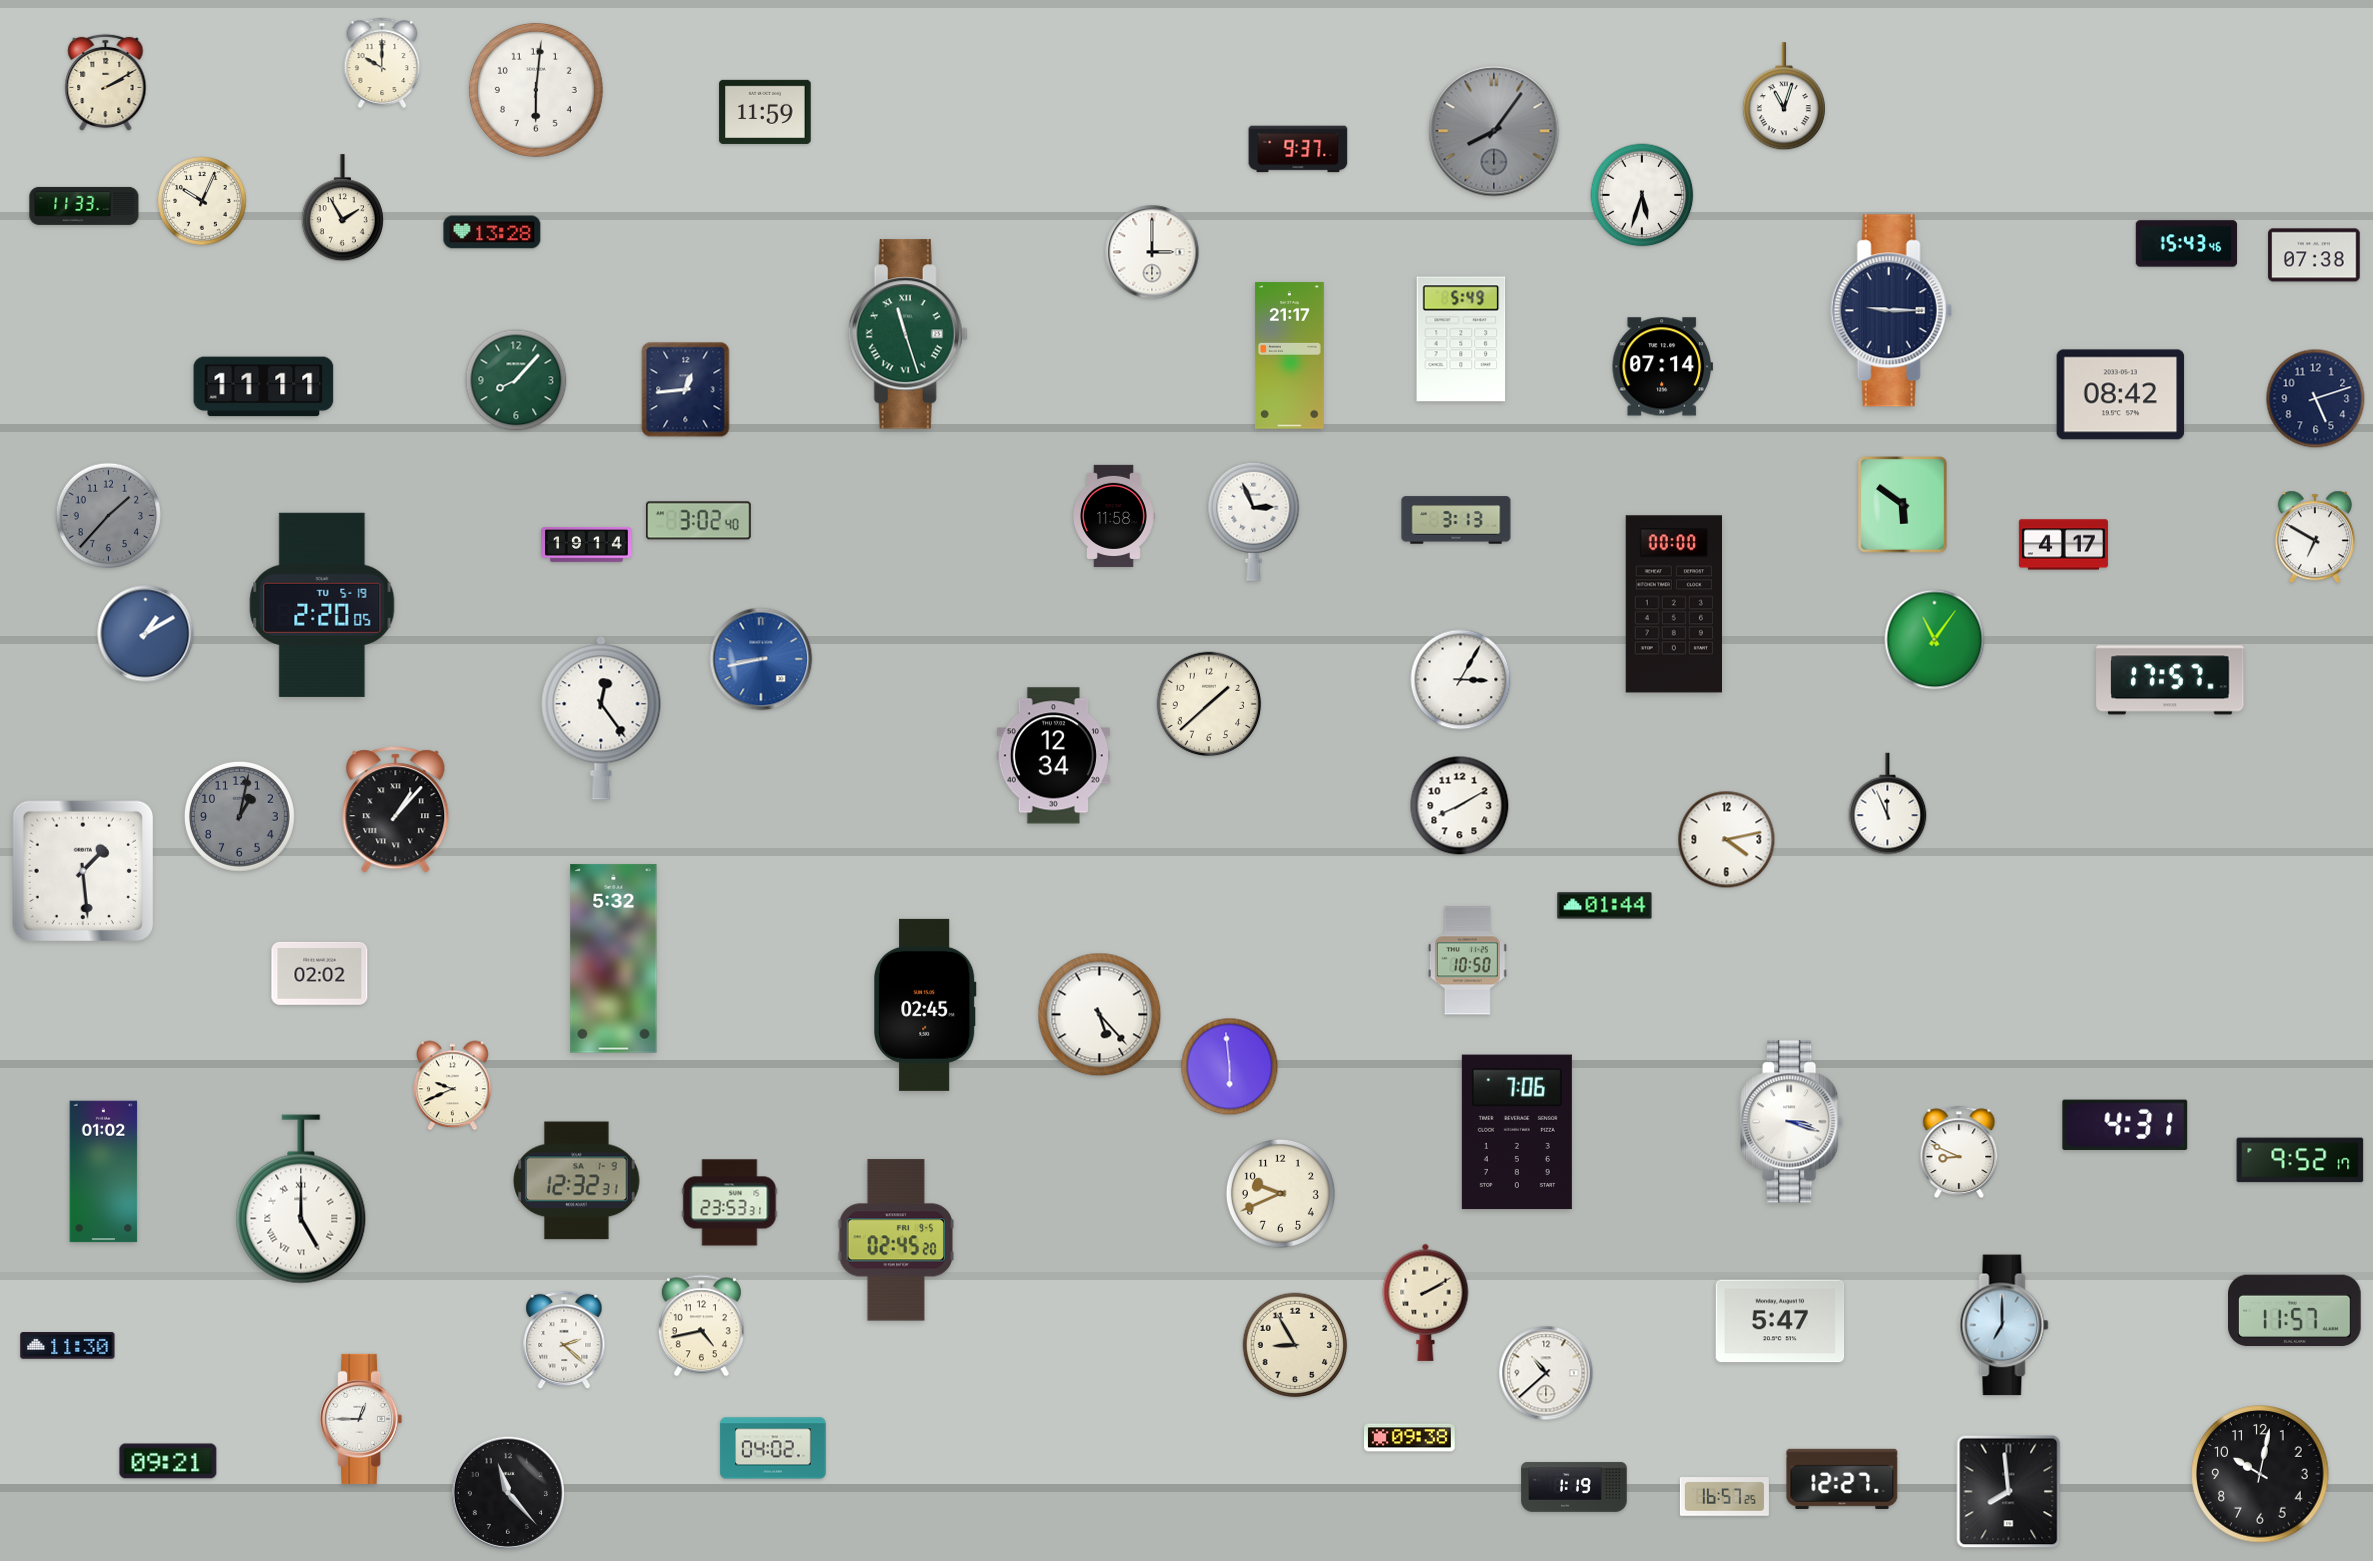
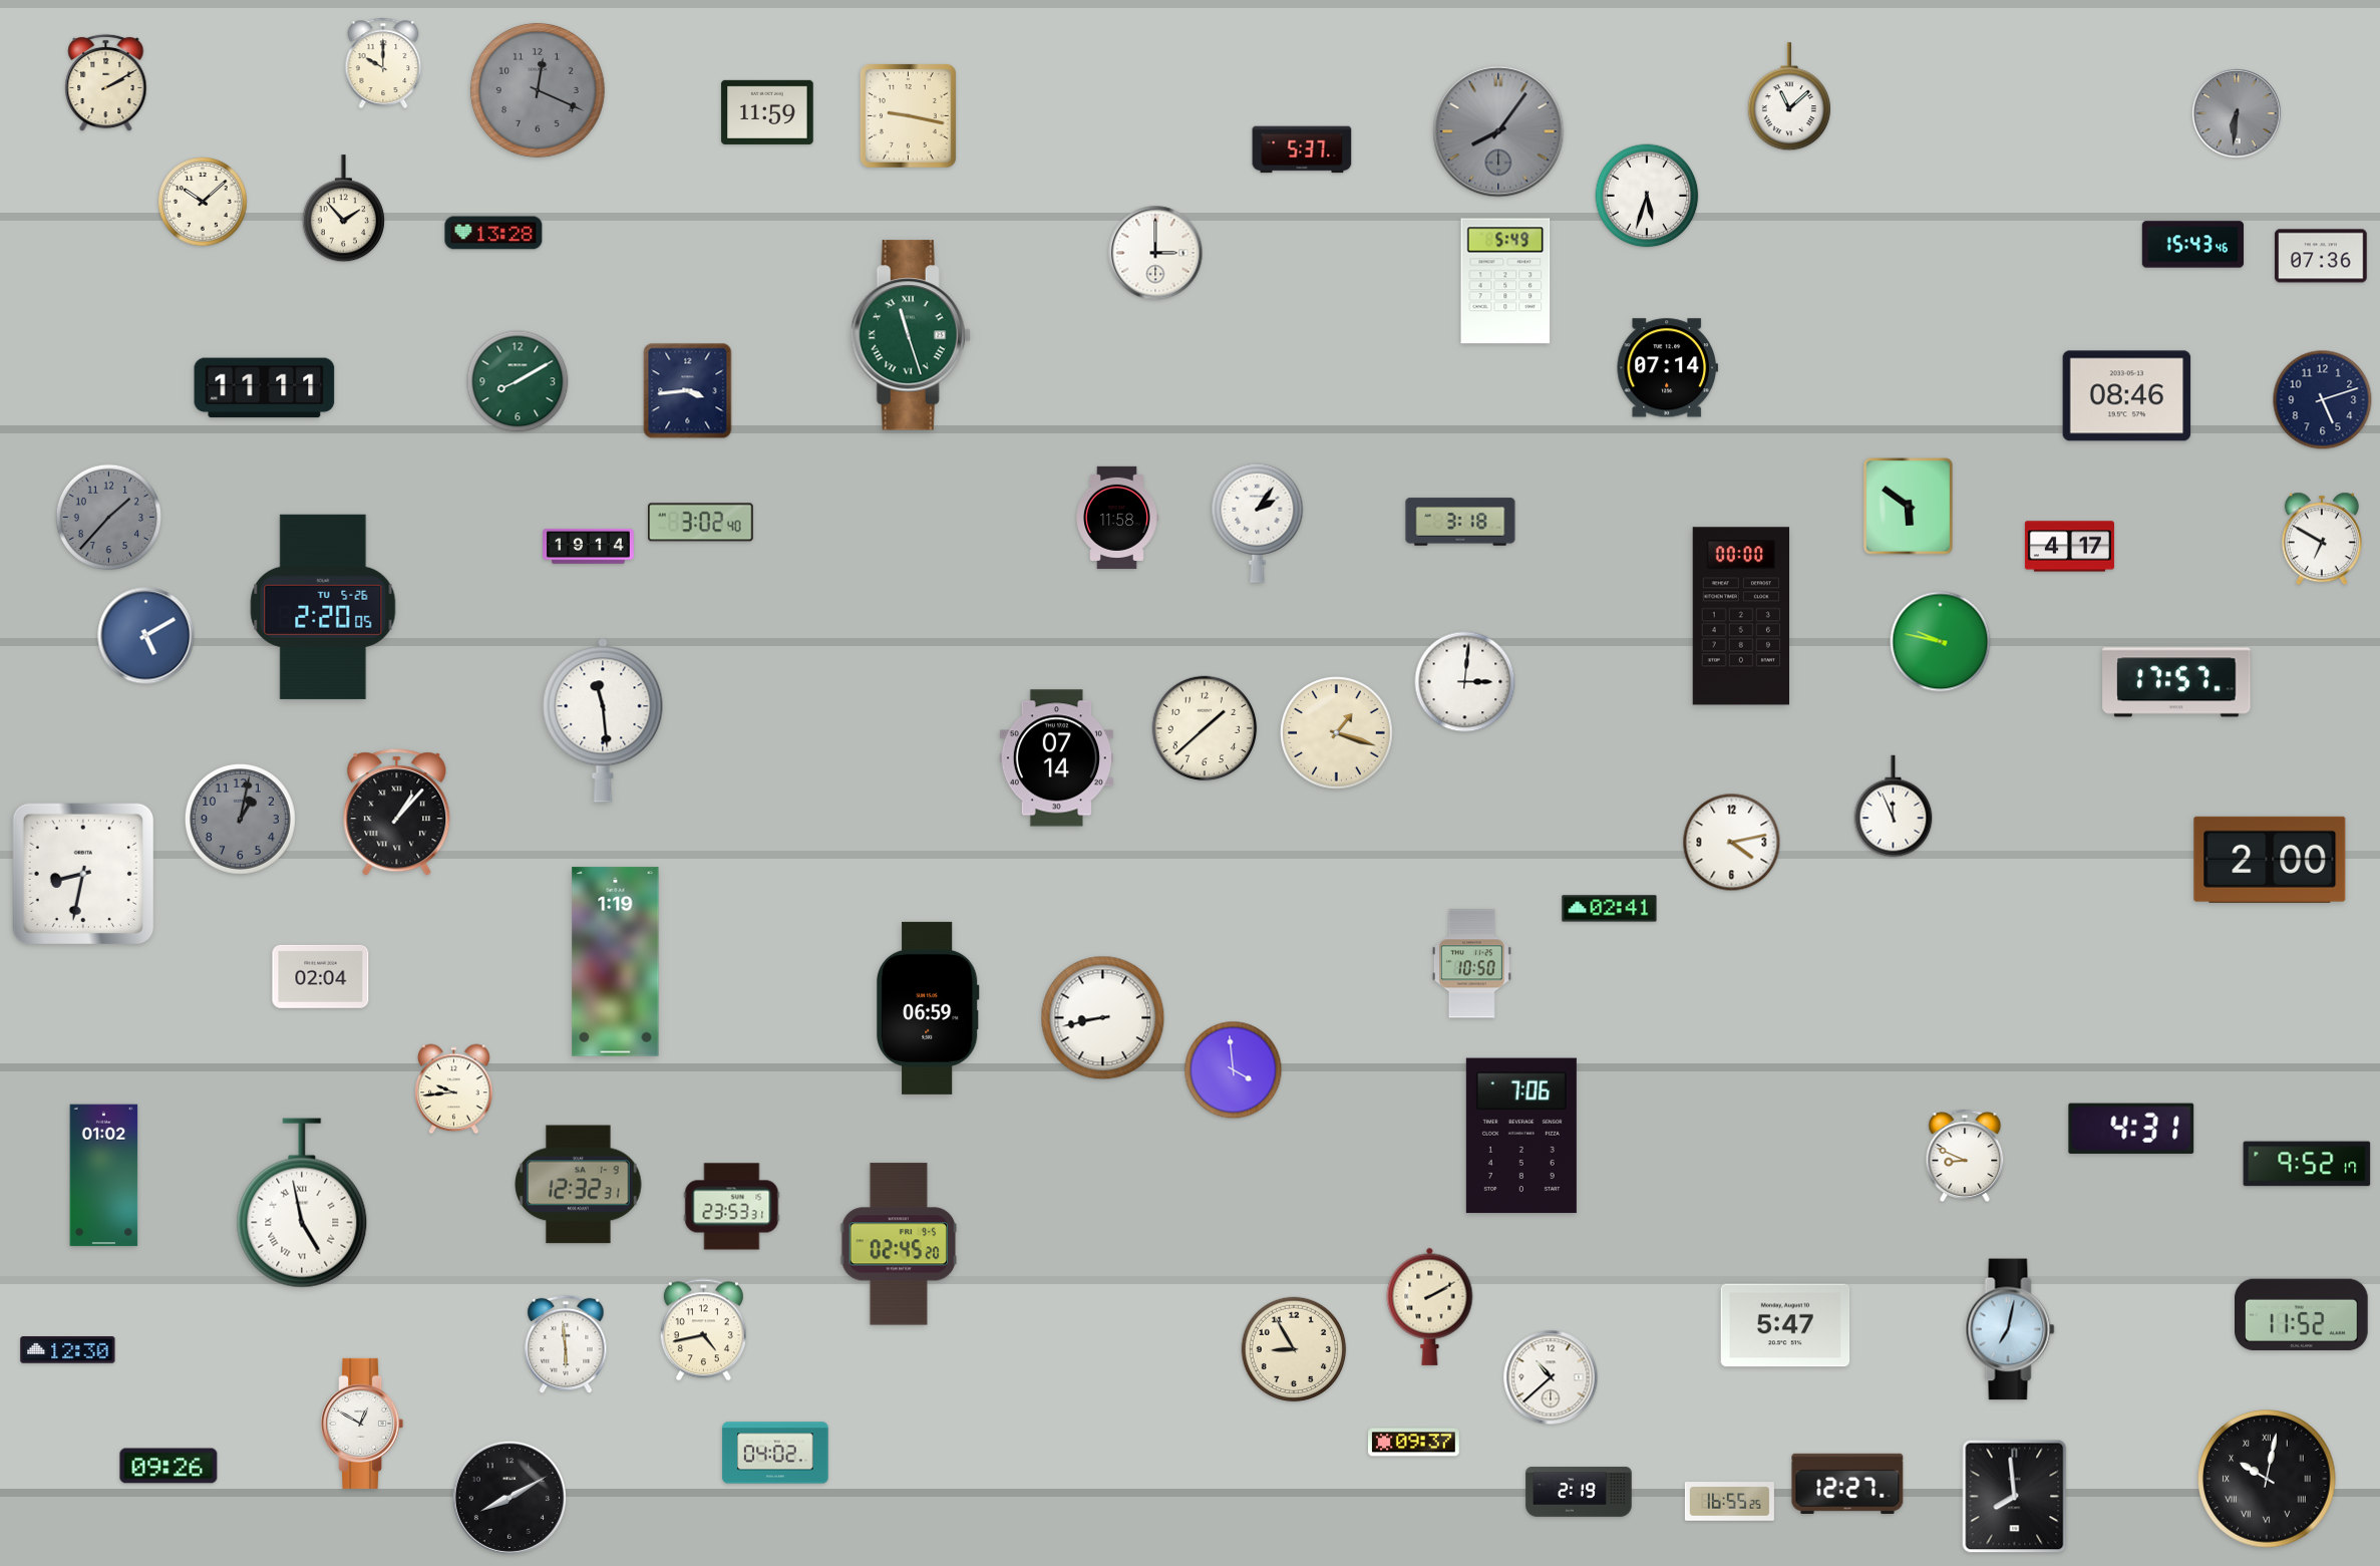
clock at (536, 90): 6:01 -> 12:19
clock at (536, 90) dial: white -> grey
clock at (1784, 97): 11:03 -> 11:08
clock at (2237, 113): none -> 6:31
clock at (908, 115): none -> 9:17
clock at (1298, 149): 9:37 -> 5:37
clock at (202, 201): 10:04 -> 10:08
clock at (84, 206): 11:33 -> none
clock at (342, 208): 1:55 -> 1:53
clock at (2314, 255): 07:38 -> 07:36
clock at (1891, 311): 9:15 -> none
clock at (1461, 339) position: (1461, 339) -> (1505, 281)
clock at (1289, 356): 21:17 -> none
clock at (516, 380): 8:07 -> 8:10
clock at (686, 390): 12:44 -> 3:44
clock at (2121, 395): 08:42 -> 08:46
clock at (1456, 520): 3:13 -> 3:18
clock at (1254, 521): 2:56 -> 2:06
clock at (1673, 604) position: (1673, 604) -> (1740, 616)
clock at (322, 605) date: TU 5-19 -> TU 5-26
clock at (146, 634): 1:10 -> 5:10
clock at (1935, 640): 11:06 -> 9:47
clock at (761, 659): 8:43 -> none
clock at (1461, 680): 3:05 -> 3:01
clock at (1209, 704) position: (1209, 704) -> (1205, 728)
clock at (601, 718): 12:24 -> 11:29
clock at (1337, 733): none -> 1:18
clock at (1053, 756): 12:34 -> 07:14
clock at (1460, 806): 8:10 -> none
clock at (2270, 860): none -> 2:00
clock at (82, 870): 1:29 -> 8:32
clock at (1605, 906): 01:44 -> 02:41
clock at (614, 959): 5:32 -> 1:19
clock at (320, 973): 02:02 -> 02:04
clock at (926, 1005): 02:45 -> 06:59
clock at (1100, 1015): 5:23 -> 8:43
clock at (1230, 1067): 5:59 -> 3:59
clock at (453, 1086): 9:41 -> 9:44
clock at (1792, 1122): 3:18 -> none
clock at (1280, 1193): 9:41 -> none
clock at (301, 1199): 5:00 -> 4:58
clock at (2295, 1311): 11:57 -> 11:52
clock at (2004, 1325): 7:00 -> 7:02
clock at (564, 1340): 2:22 -> 5:59
clock at (1295, 1345) position: (1295, 1345) -> (1294, 1349)
clock at (68, 1346): 11:30 -> 12:30
clock at (361, 1419): 12:45 -> 12:50
clock at (1410, 1438): 09:38 -> 09:37
clock at (168, 1461): 09:21 -> 09:26
clock at (2260, 1474) numerals: Arabic -> Roman
clock at (1574, 1487): 1:19 -> 2:19
clock at (508, 1493): 11:23 -> 8:10
clock at (1724, 1497): 16:57 -> 16:55
